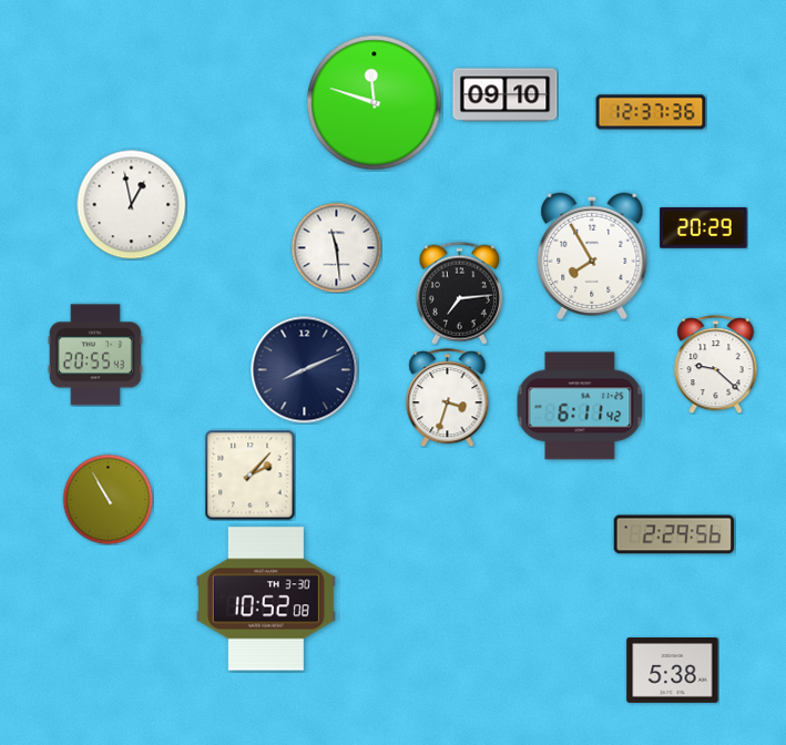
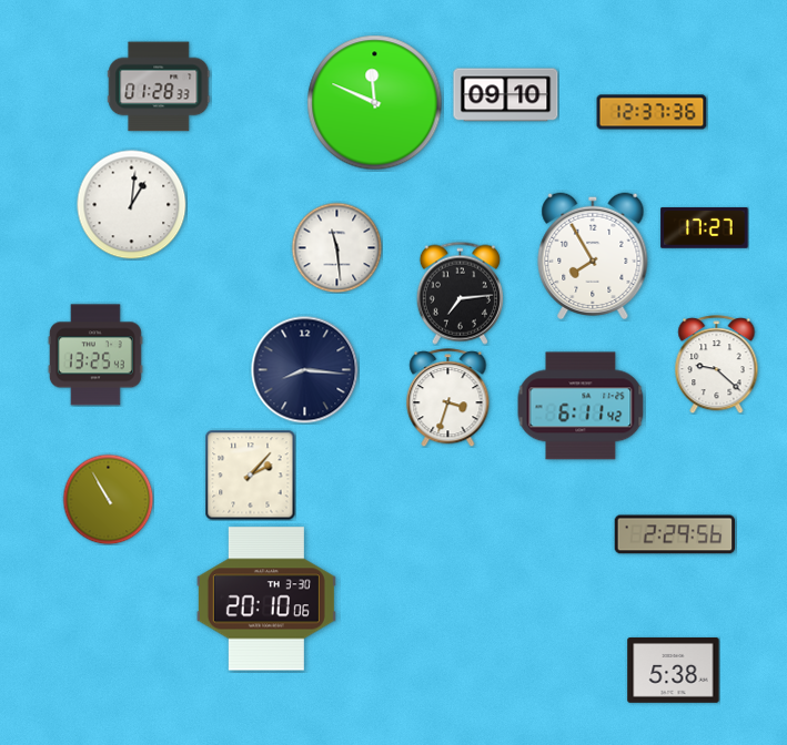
clock at (159, 86): none -> 01:28
clock at (375, 103): 11:48 -> 11:49
clock at (132, 205): 12:58 -> 1:01
clock at (704, 228): 20:29 -> 17:27
clock at (95, 355): 20:55 -> 13:25
clock at (305, 370): 8:11 -> 8:16
clock at (266, 599): 10:52 -> 20:10
